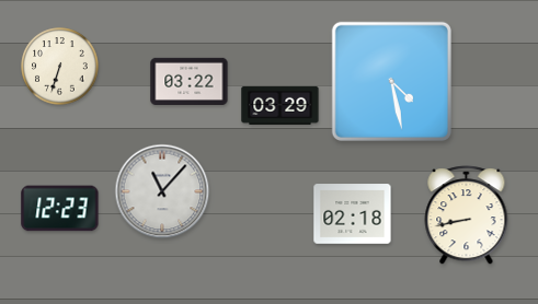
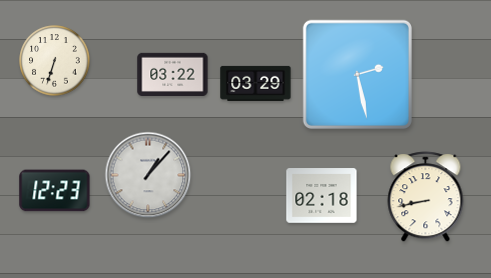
clock at (391, 81): 4:28 -> 2:28
clock at (281, 105) position: (281, 105) -> (256, 83)
clock at (162, 191): 11:07 -> 1:07
